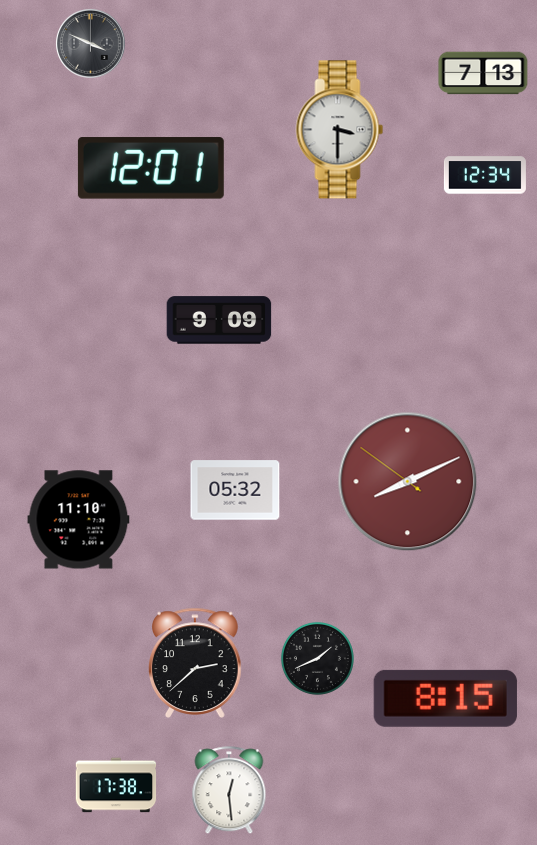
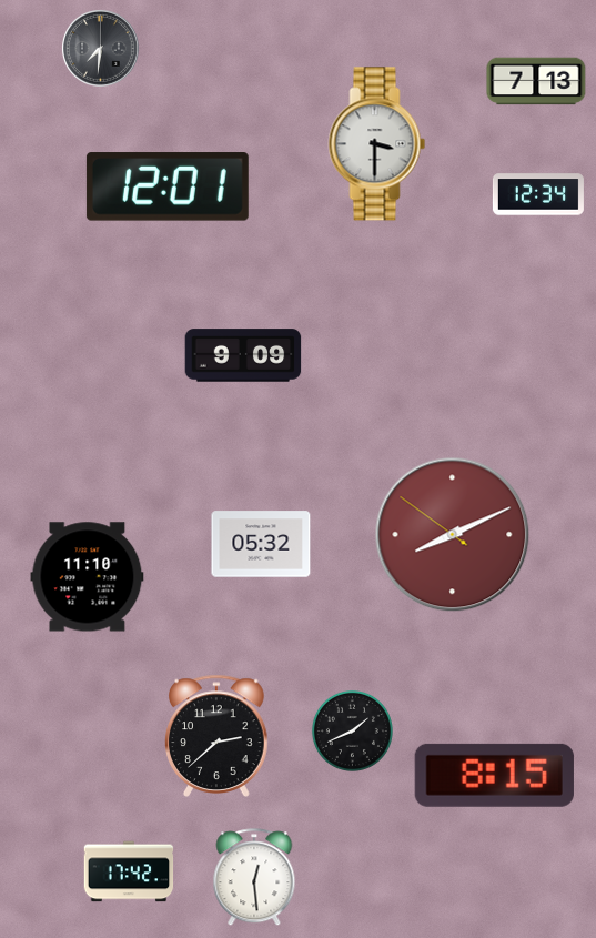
clock at (90, 43): 3:49 -> 7:31
clock at (116, 785): 17:38 -> 17:42
